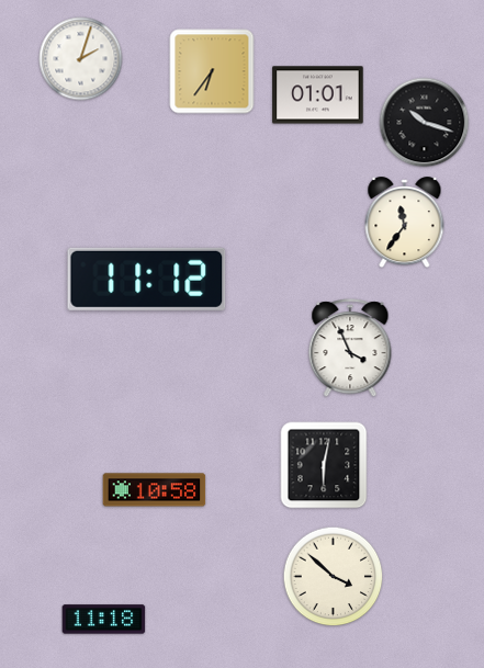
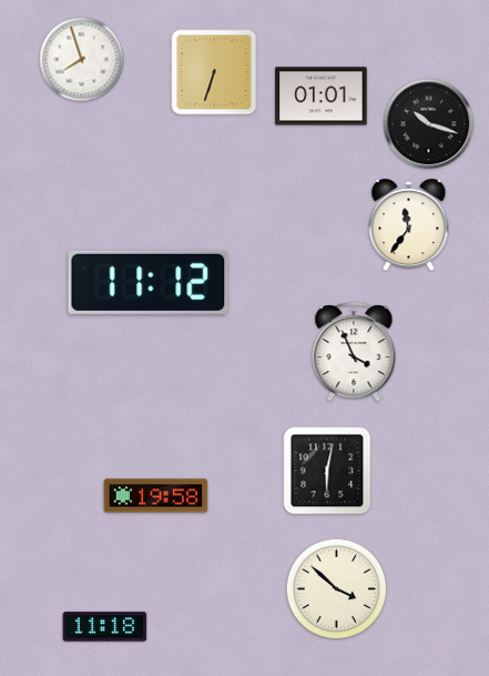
clock at (81, 59): 2:03 -> 7:57
clock at (212, 71): 6:36 -> 6:33
clock at (155, 490): 10:58 -> 19:58
clock at (334, 577) position: (334, 577) -> (337, 589)
